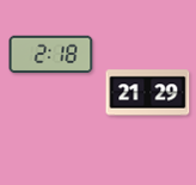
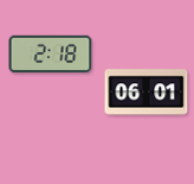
clock at (148, 93): 21:29 -> 06:01
